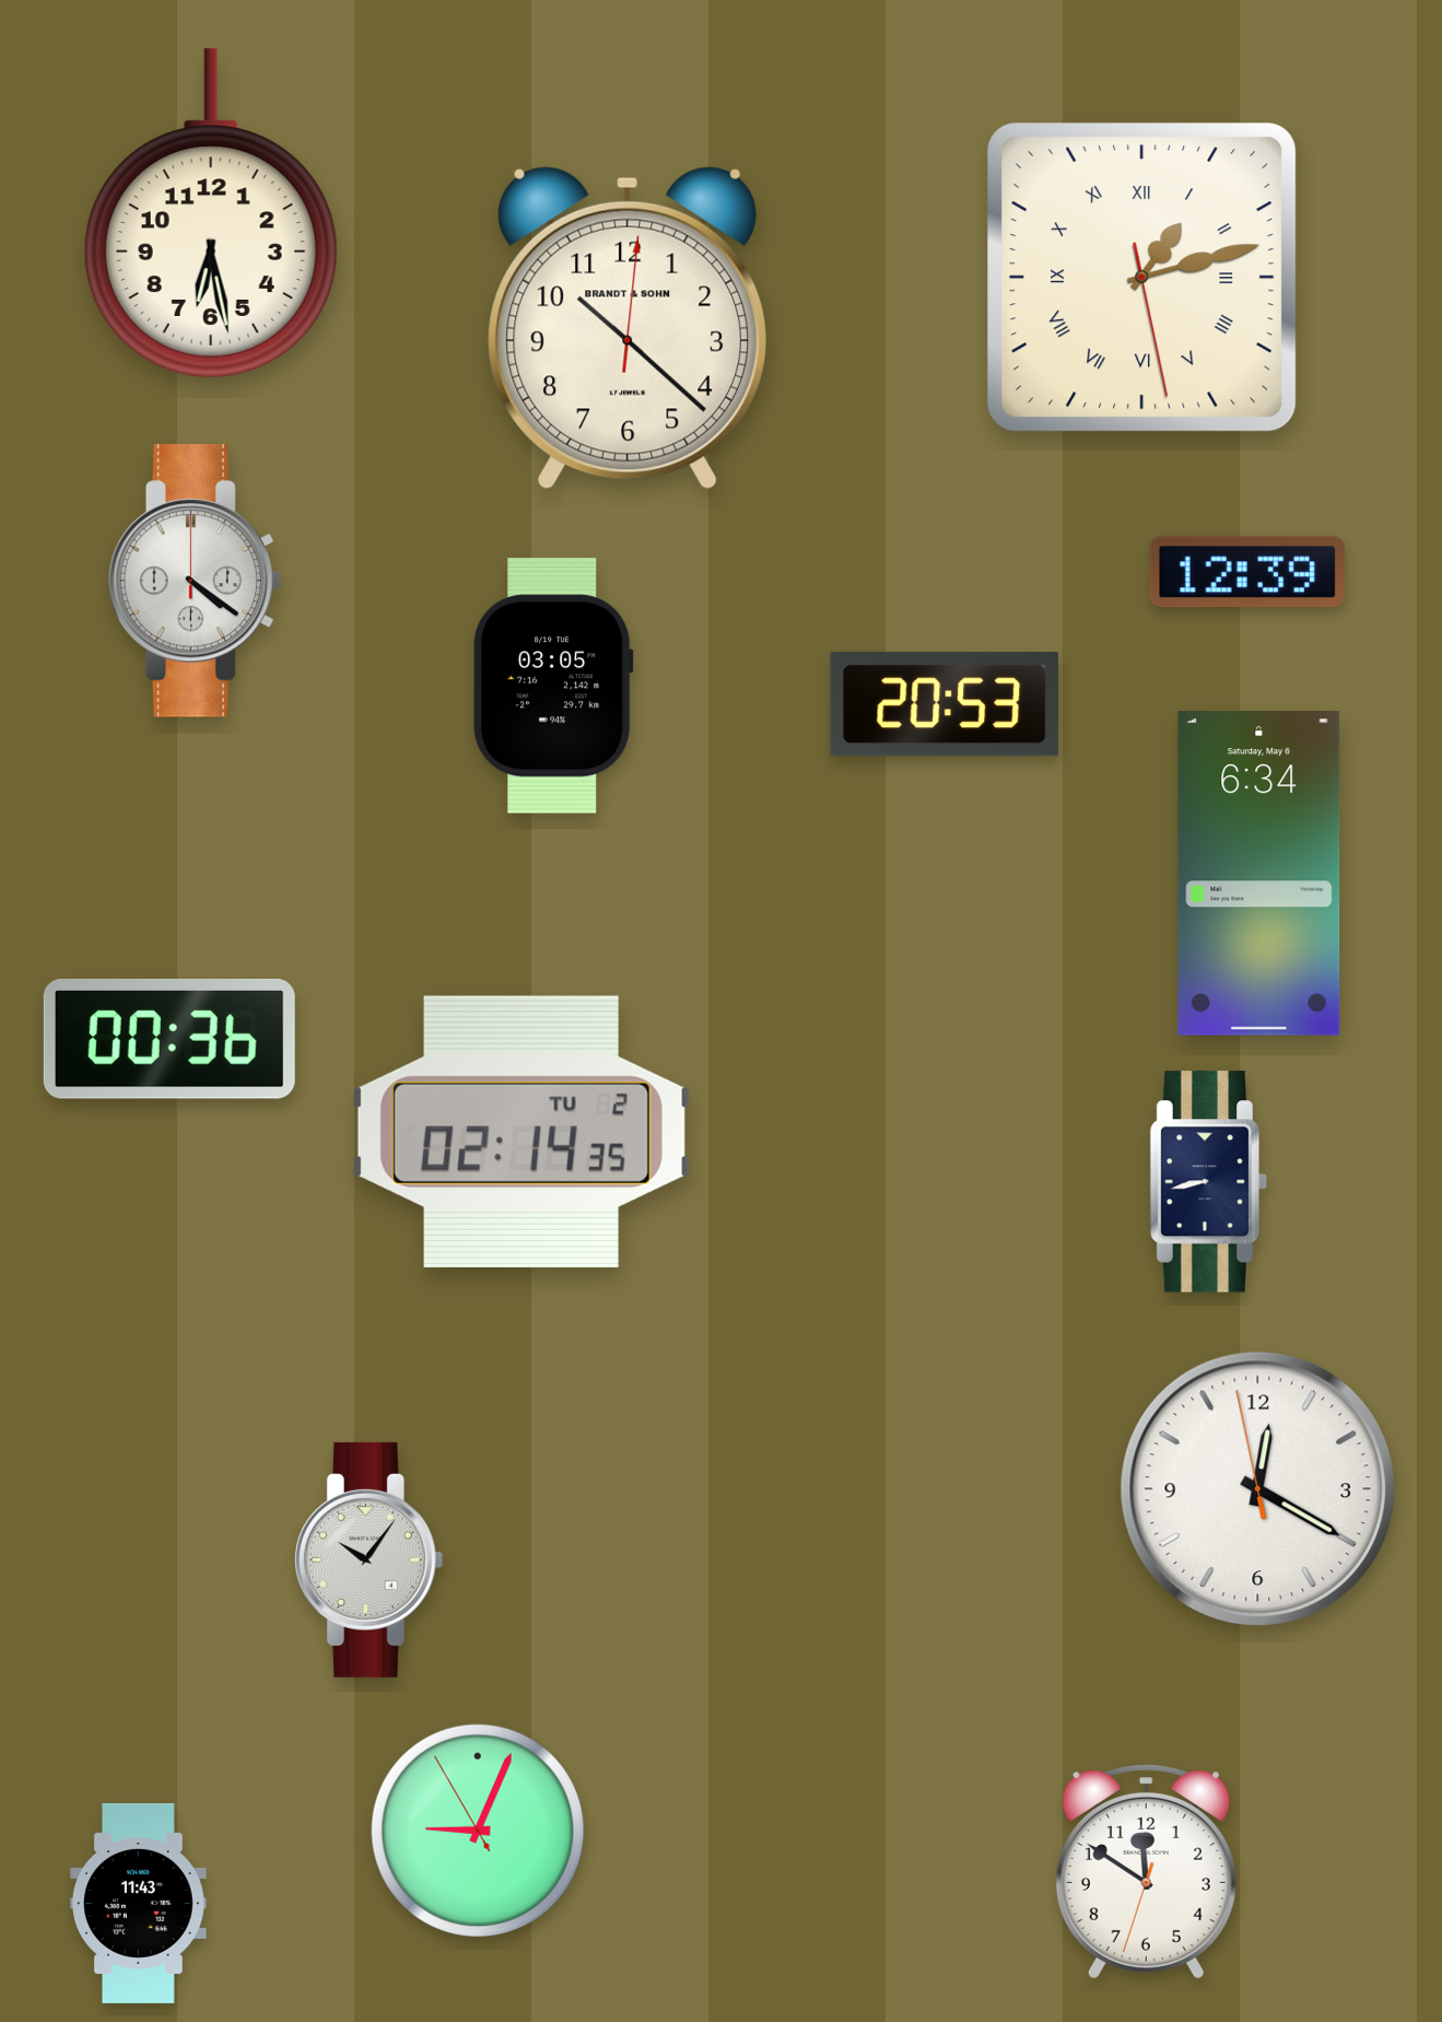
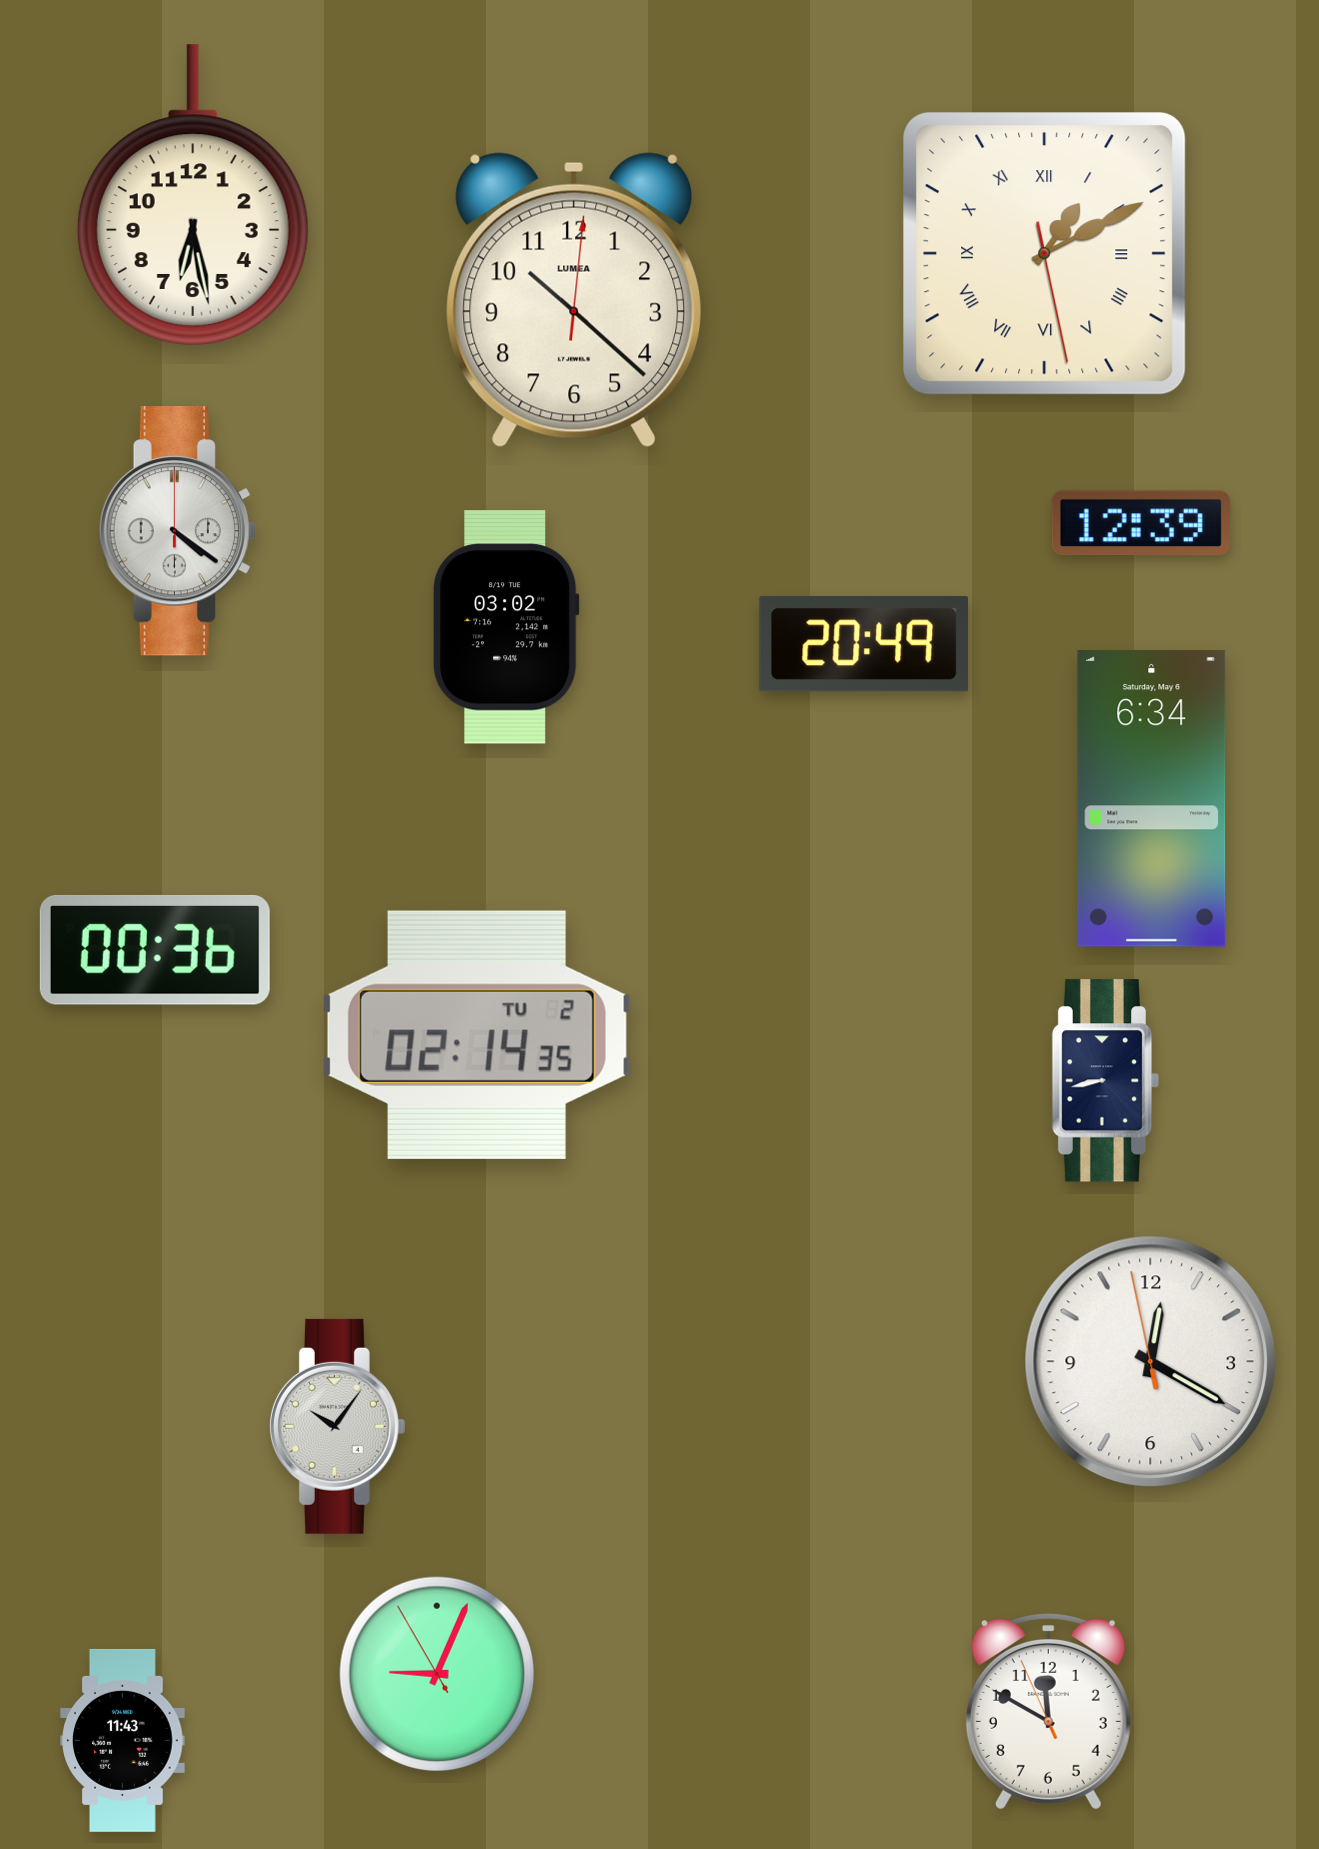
clock at (1142, 278): 1:12 -> 1:10
clock at (628, 328) brand: BRANDT & SOHN -> LUMEA
clock at (553, 686): 03:05 -> 03:02
clock at (945, 704): 20:53 -> 20:49
clock at (1146, 1872): 11:50 -> 11:49
clock at (139, 1903) position: (139, 1903) -> (123, 1740)
